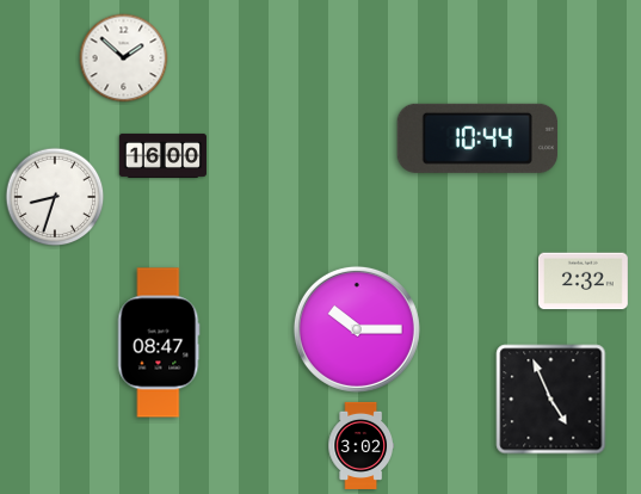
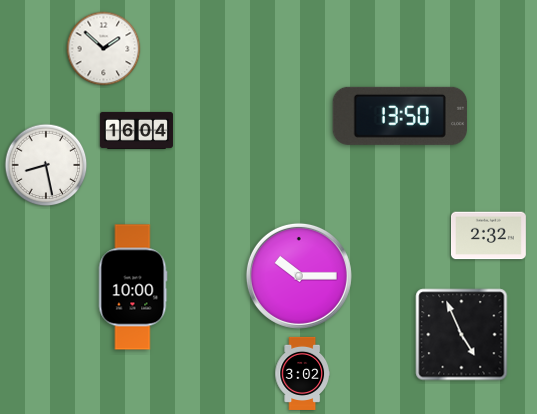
clock at (477, 138): 10:44 -> 13:50
clock at (162, 155): 16:00 -> 16:04
clock at (55, 197): 8:33 -> 8:28
clock at (159, 342): 08:47 -> 10:00
